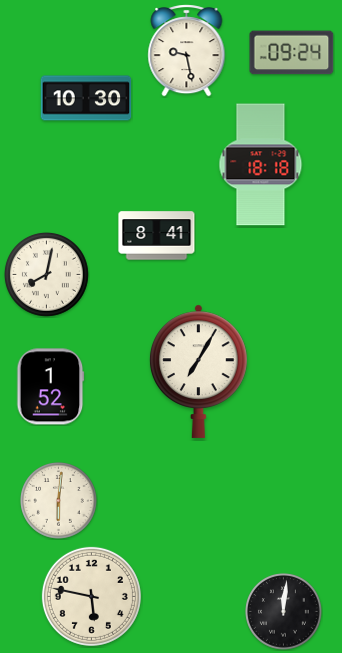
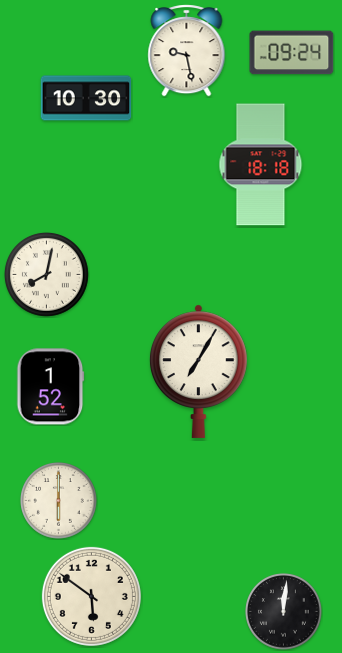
clock at (157, 236): 8:41 -> none
clock at (59, 501): 6:01 -> 6:00
clock at (91, 596): 5:47 -> 5:51
